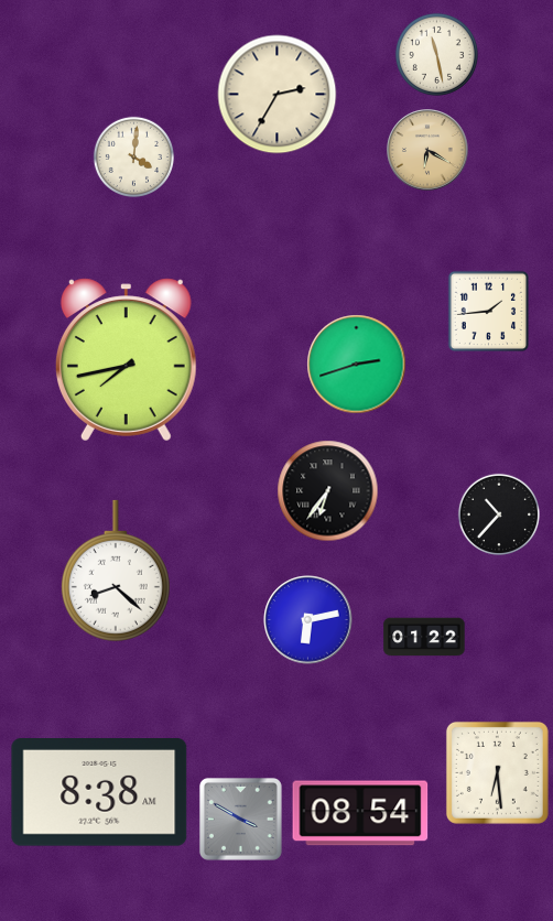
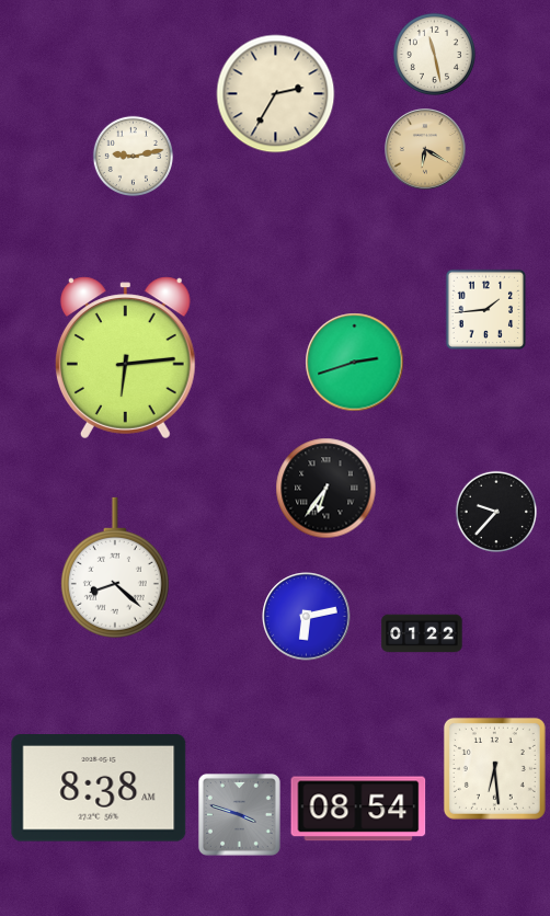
clock at (133, 156): 4:01 -> 9:13
clock at (126, 360): 7:43 -> 6:14
clock at (499, 514): 10:37 -> 9:37
clock at (240, 819): 3:50 -> 3:48
